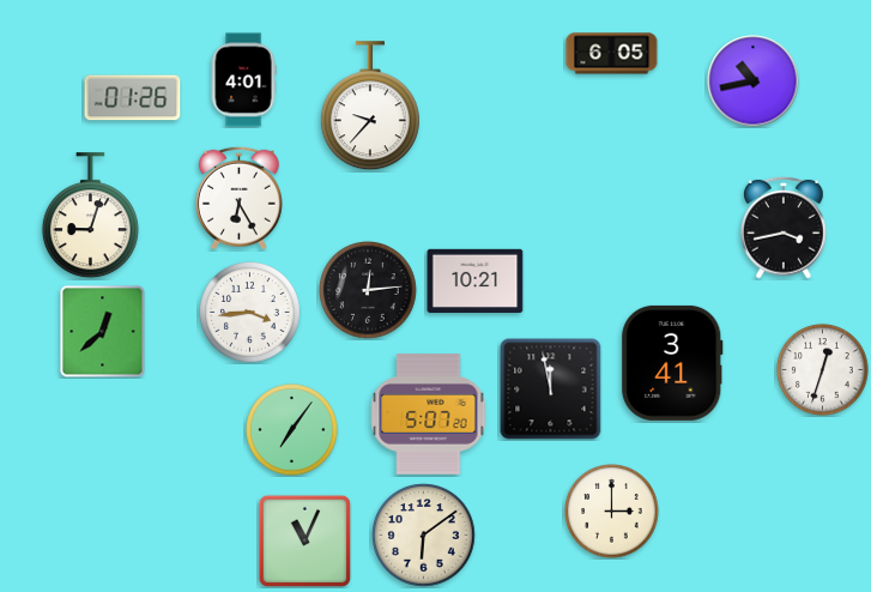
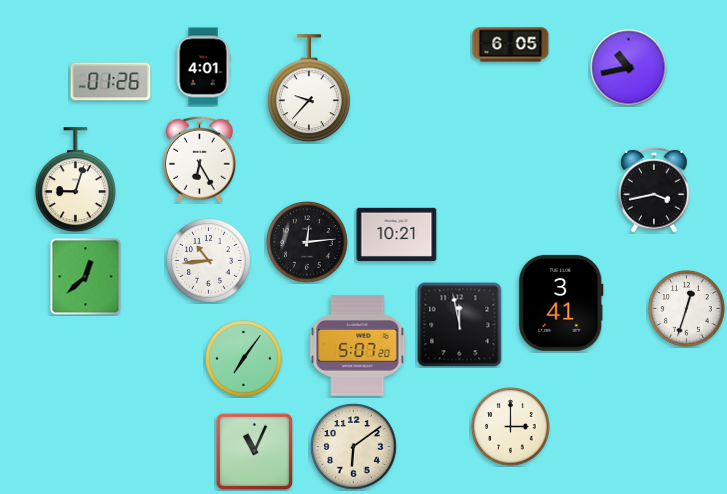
clock at (238, 198) position: (238, 198) -> (199, 159)
clock at (250, 313): 3:44 -> 10:44
